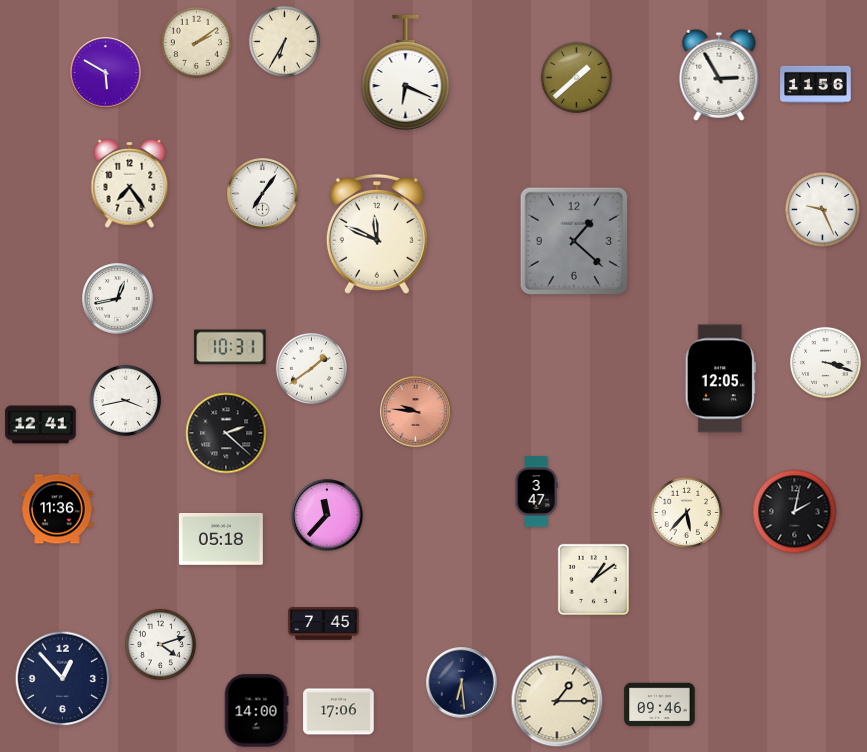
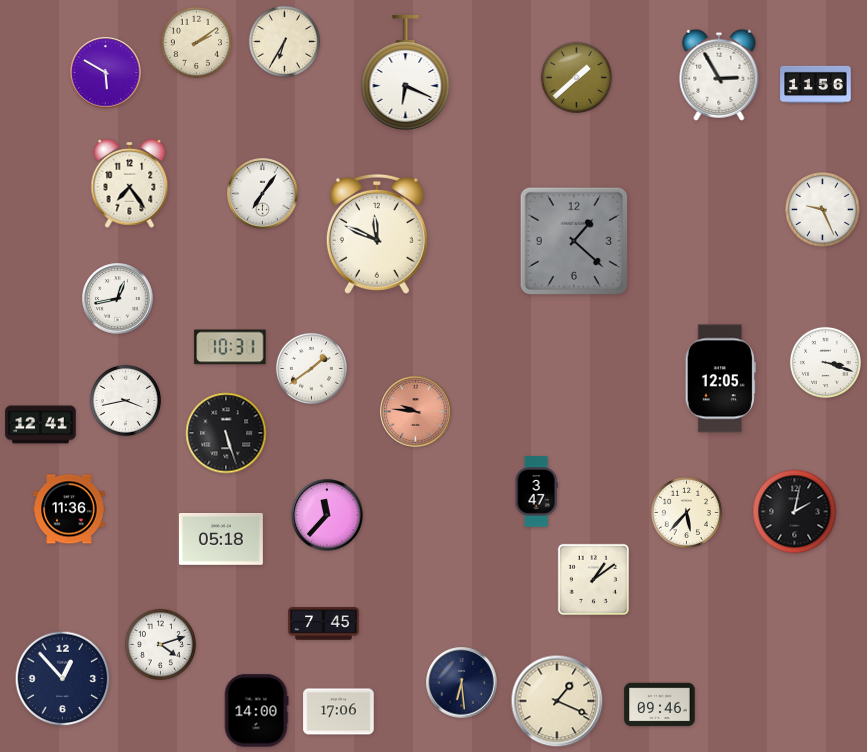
clock at (226, 433): 2:22 -> 5:27
clock at (57, 509) position: (57, 509) -> (69, 509)
clock at (557, 701): 1:15 -> 1:19
